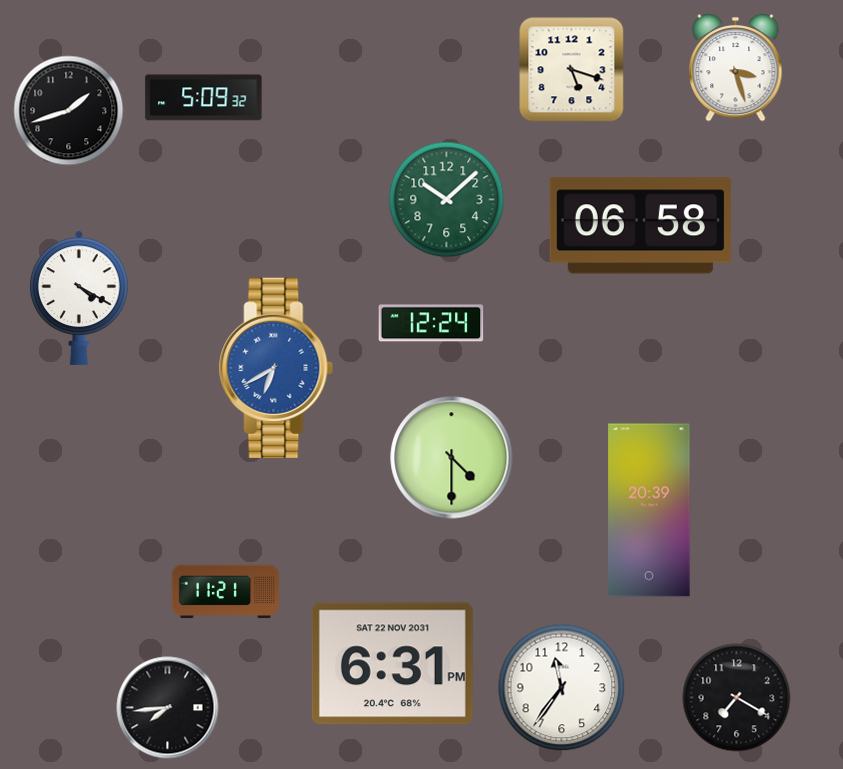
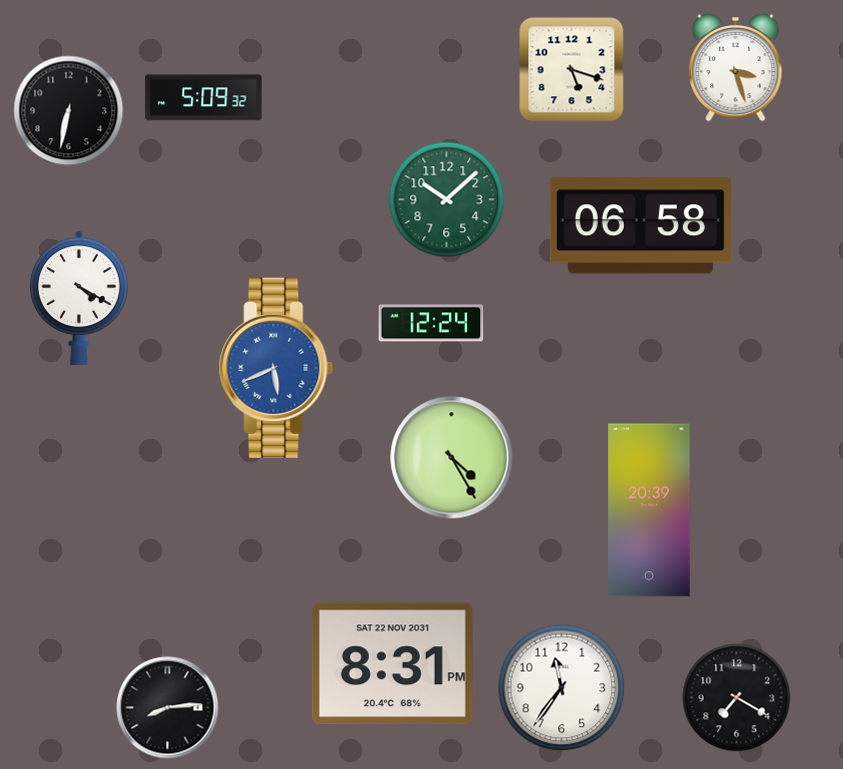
clock at (69, 111): 1:42 -> 6:32
clock at (276, 368): 6:40 -> 5:41
clock at (452, 458): 4:30 -> 4:25
clock at (226, 592): 11:21 -> none
clock at (392, 664): 6:31 -> 8:31
clock at (168, 708): 7:44 -> 8:14
